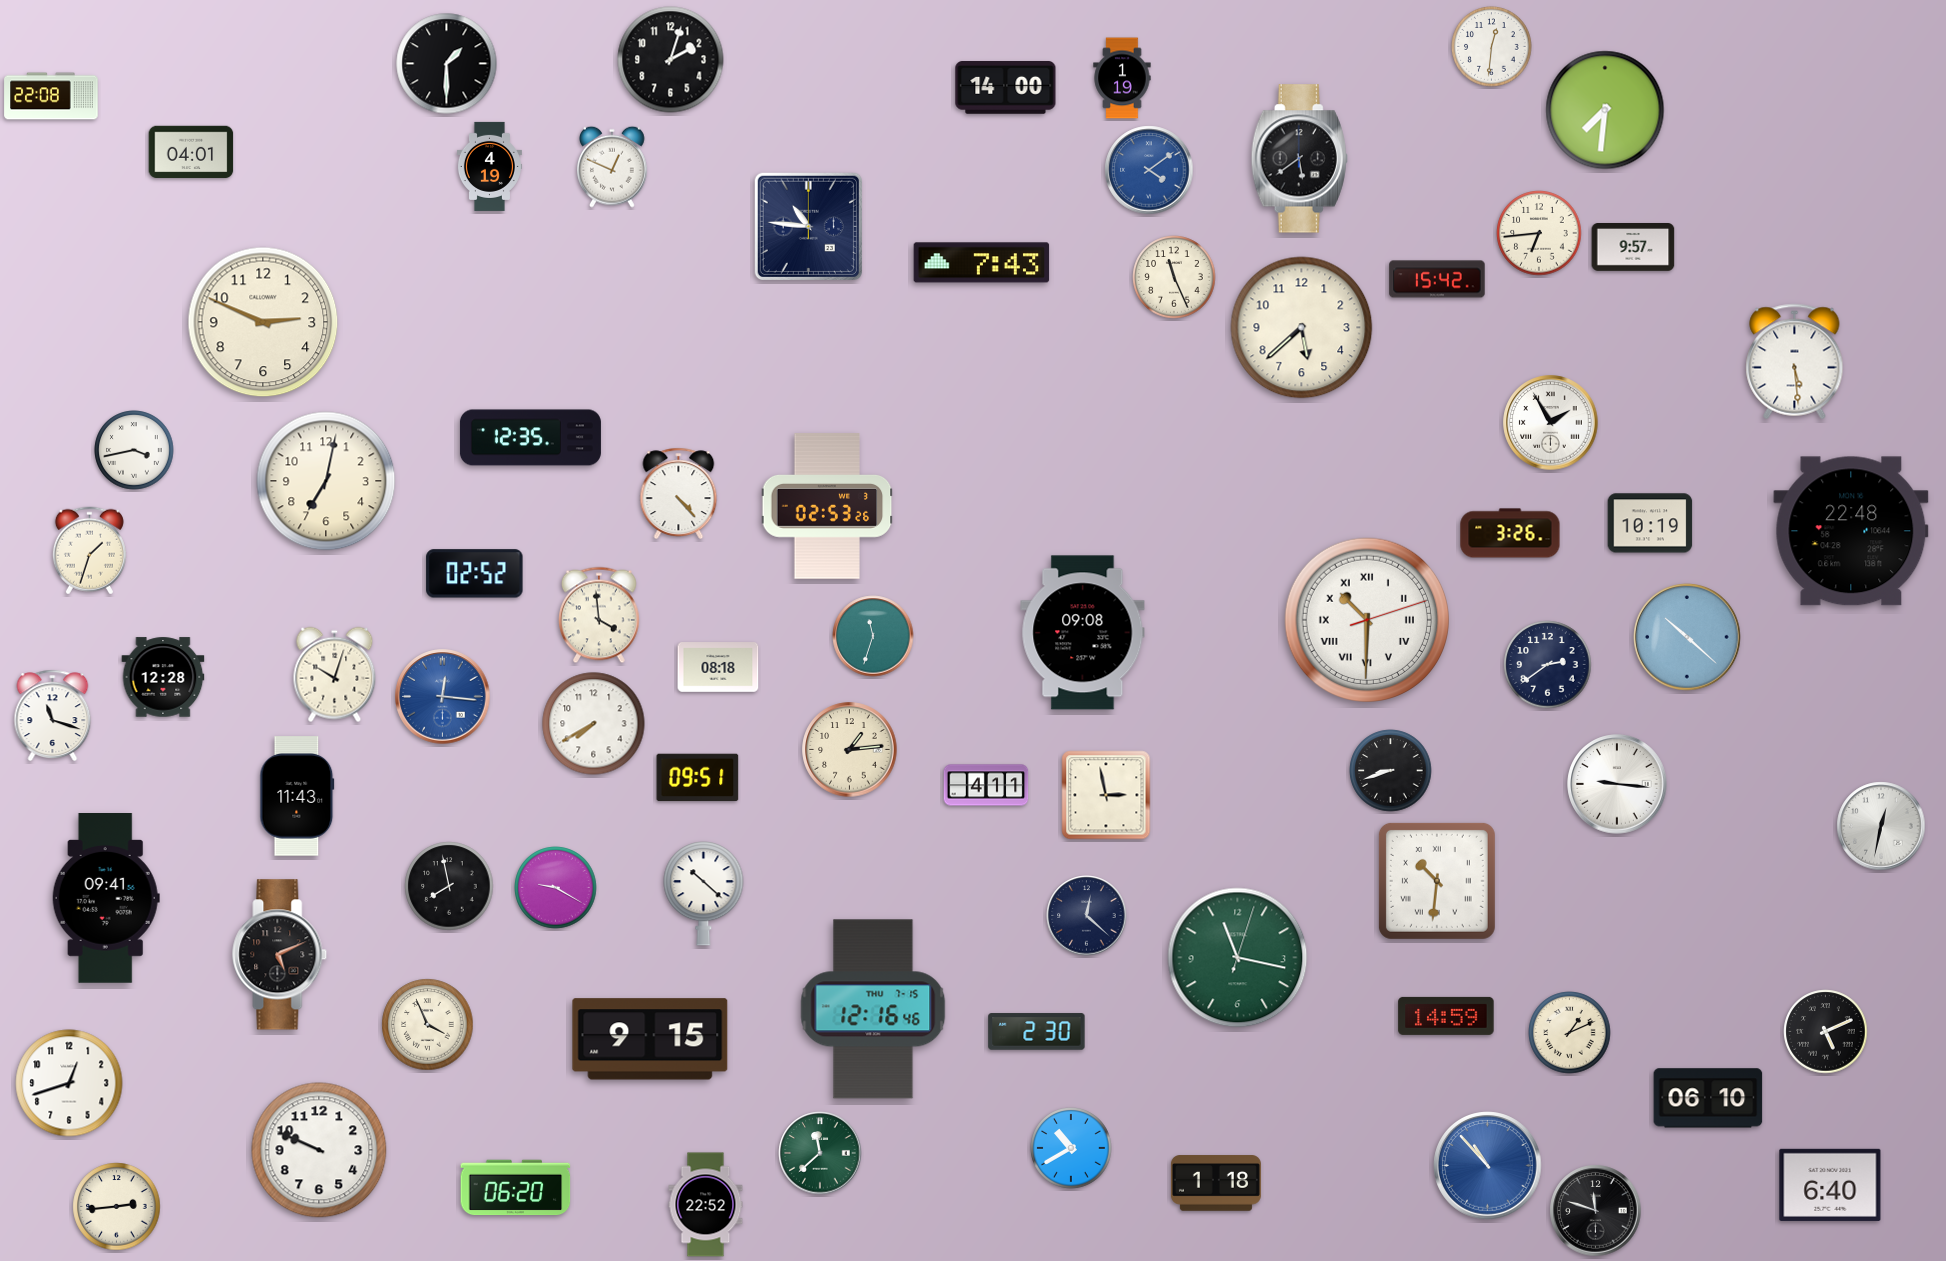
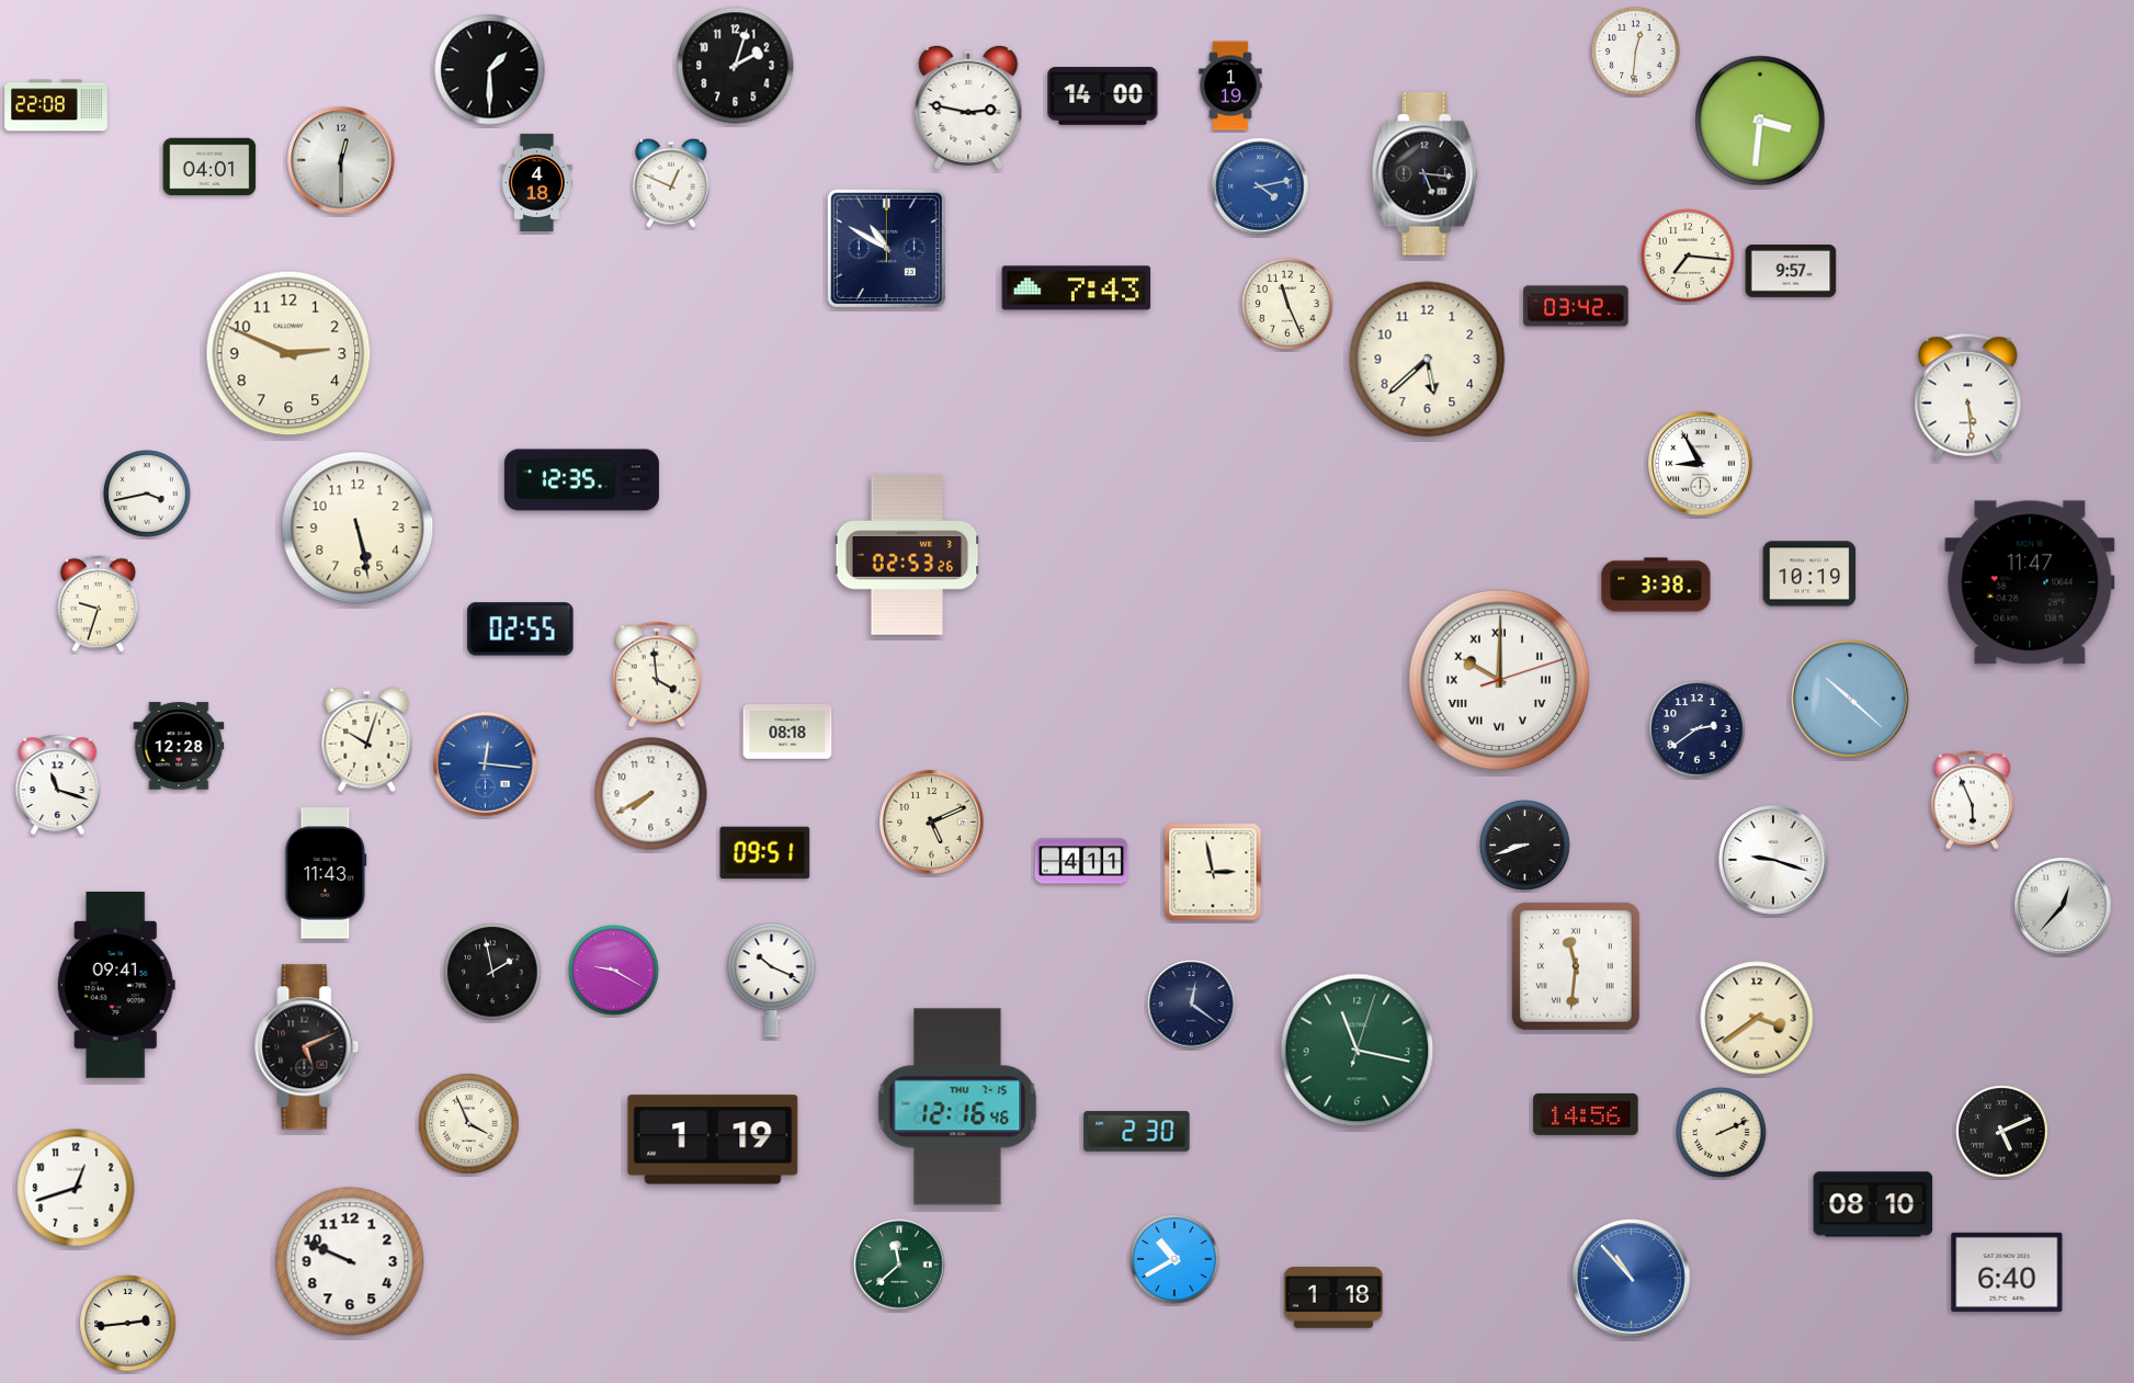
clock at (968, 107): none -> 2:47
clock at (1605, 110): 7:31 -> 3:31
clock at (341, 160): none -> 12:30
clock at (1299, 159): 5:39 -> 5:16
clock at (489, 166): 4:19 -> 4:18
clock at (1149, 170): 4:09 -> 4:13
clock at (808, 226): 10:46 -> 10:50
clock at (1539, 233): 6:44 -> 7:16
clock at (1437, 279): 15:42 -> 03:42
clock at (1551, 423): 1:55 -> 8:55
clock at (326, 481): 7:02 -> 5:28
clock at (679, 494): 4:23 -> none
clock at (1851, 531): 22:48 -> 11:47
clock at (1510, 533): 3:26 -> 3:38
clock at (89, 551): 1:33 -> 9:33
clock at (475, 574): 02:52 -> 02:55
clock at (1366, 619): 10:30 -> 10:00
clock at (1083, 633): 09:08 -> none
clock at (873, 636): 11:33 -> none
clock at (163, 677) position: (163, 677) -> (179, 746)
clock at (1973, 801): none -> 5:56
clock at (850, 750): 1:14 -> 5:11
clock at (1617, 784): 9:16 -> 9:18
clock at (1881, 826): 12:32 -> 12:37
clock at (1437, 881): 10:31 -> 11:31
clock at (449, 886): 7:58 -> 1:58
clock at (556, 888) position: (556, 888) -> (614, 971)
clock at (704, 894): 10:22 -> 10:19
clock at (1087, 916): 12:22 -> 12:21
clock at (1757, 1018): none -> 3:39
clock at (1446, 1016): 14:59 -> 14:56
clock at (1570, 1033): 1:11 -> 2:11
clock at (650, 1039): 9:15 -> 1:19
clock at (1708, 1098): 06:10 -> 08:10
clock at (1830, 1185) position: (1830, 1185) -> (2007, 1272)
clock at (516, 1188): 06:20 -> none
clock at (706, 1205): 22:52 -> none
clock at (1596, 1211): 11:48 -> none
